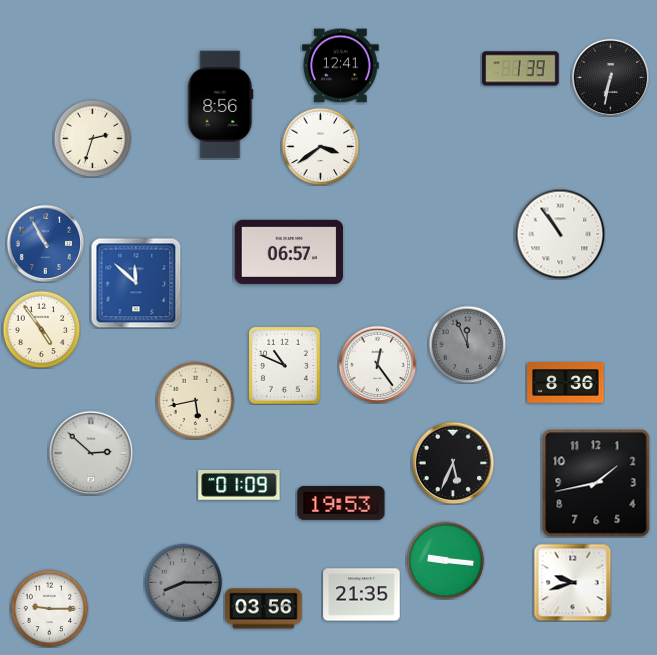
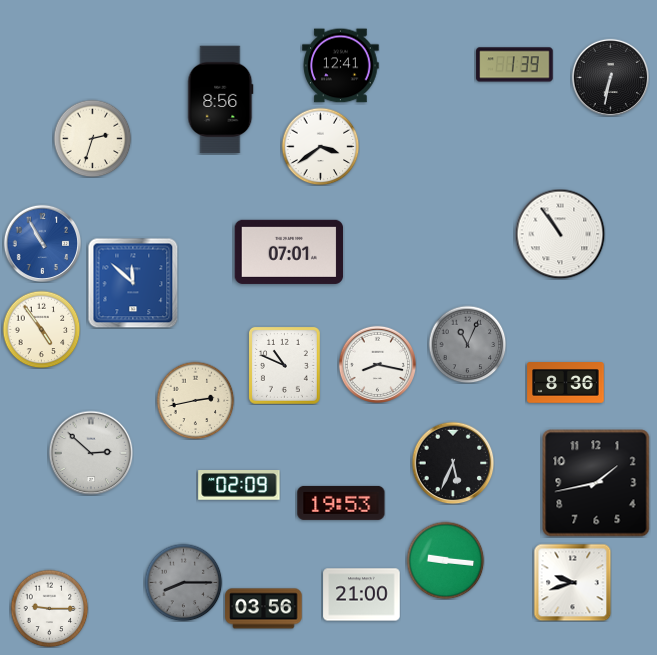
clock at (521, 69) position: (521, 69) -> (515, 65)
clock at (221, 105) position: (221, 105) -> (221, 100)
clock at (45, 243) position: (45, 243) -> (42, 243)
clock at (289, 252): 06:57 -> 07:01
clock at (136, 283) position: (136, 283) -> (133, 283)
clock at (467, 344): 11:56 -> 11:04
clock at (377, 364): 12:24 -> 8:17
clock at (195, 400): 5:43 -> 2:43
clock at (239, 485): 01:09 -> 02:09
clock at (362, 595): 21:35 -> 21:00
